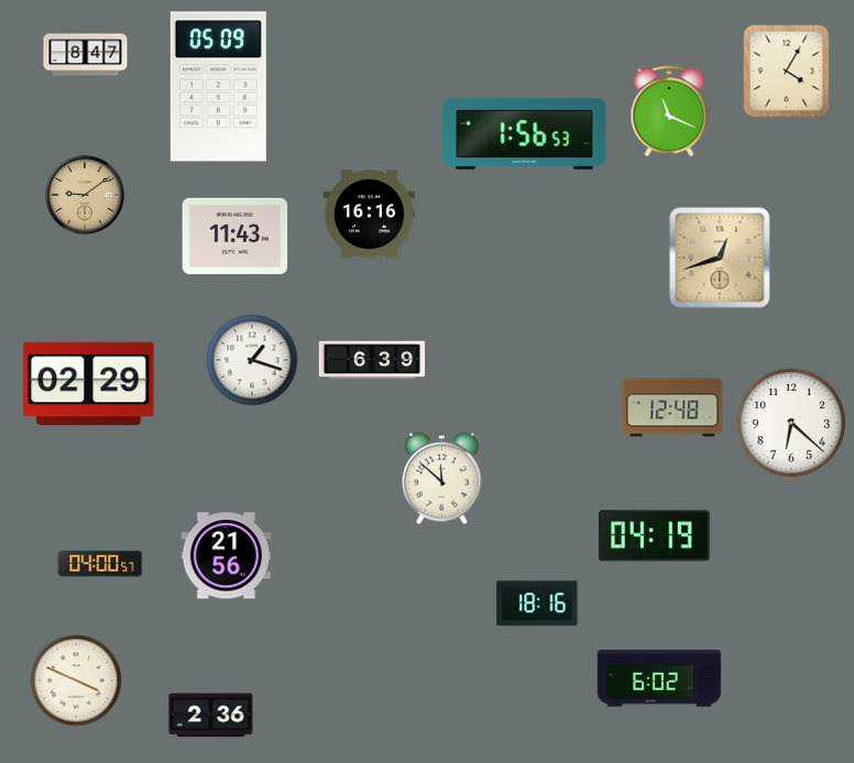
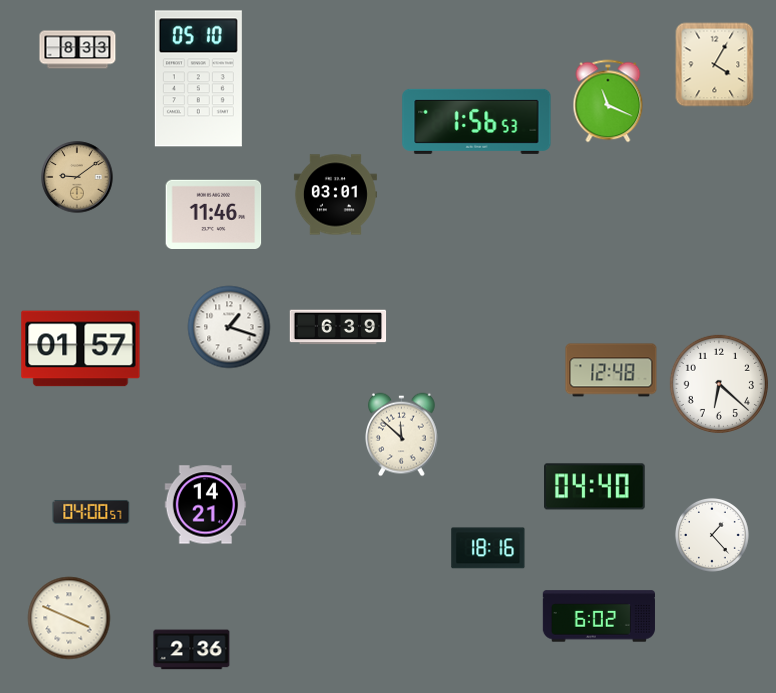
clock at (86, 55): 8:47 -> 8:33
clock at (218, 87): 05:09 -> 05:10
clock at (369, 215): 16:16 -> 03:01
clock at (236, 236): 11:43 -> 11:46
clock at (720, 258): 12:42 -> none
clock at (89, 384): 02:29 -> 01:57
clock at (655, 536): 04:19 -> 04:40
clock at (227, 556): 21:56 -> 14:21
clock at (713, 536): none -> 1:23
